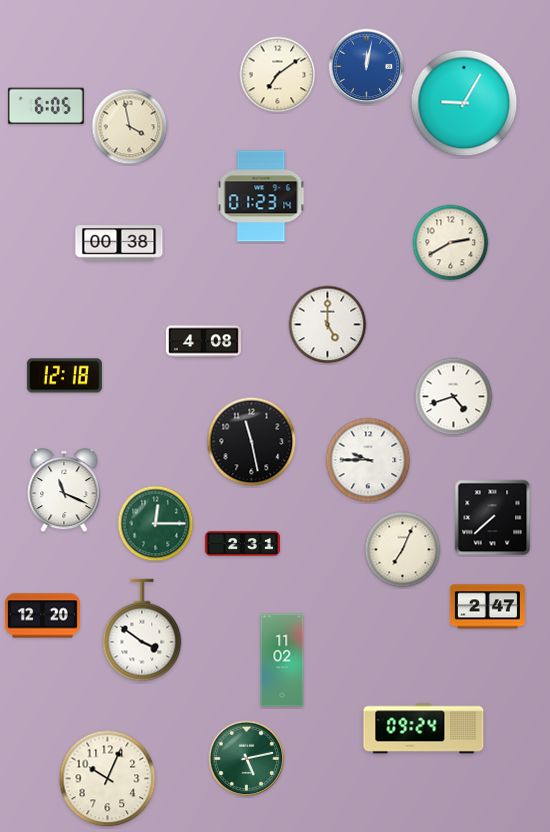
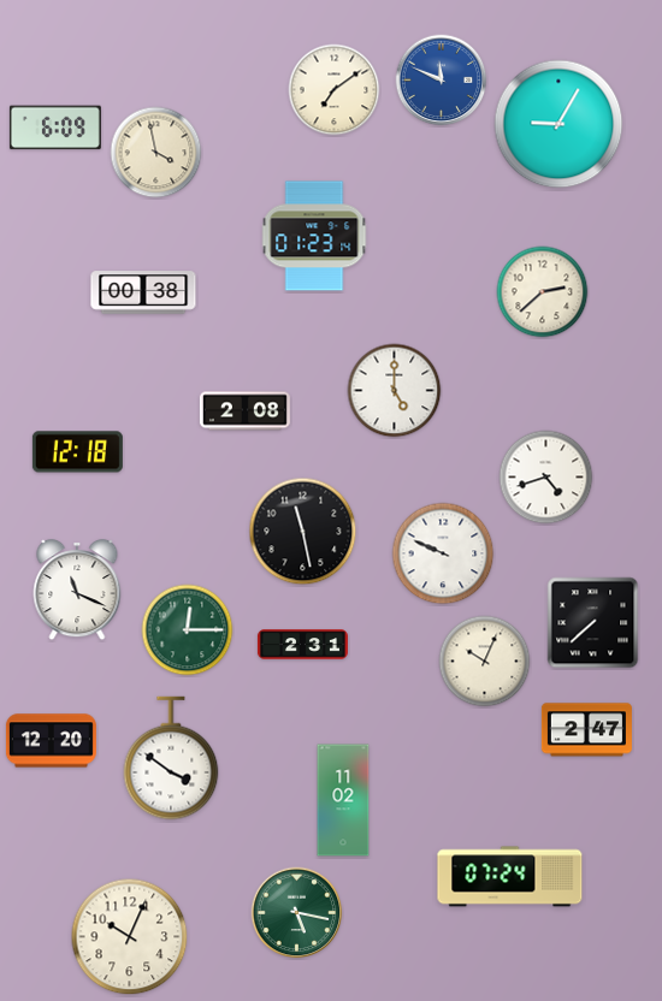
clock at (367, 67): 12:02 -> 11:49
clock at (46, 106): 6:05 -> 6:09
clock at (451, 243): 2:40 -> 2:38
clock at (203, 342): 4:08 -> 2:08
clock at (368, 460): 9:45 -> 9:49
clock at (242, 544) position: (242, 544) -> (302, 645)
clock at (403, 550): 7:04 -> 10:04
clock at (282, 660) position: (282, 660) -> (343, 800)
clock at (424, 729): 09:24 -> 07:24
clock at (247, 759): 5:13 -> 5:17
